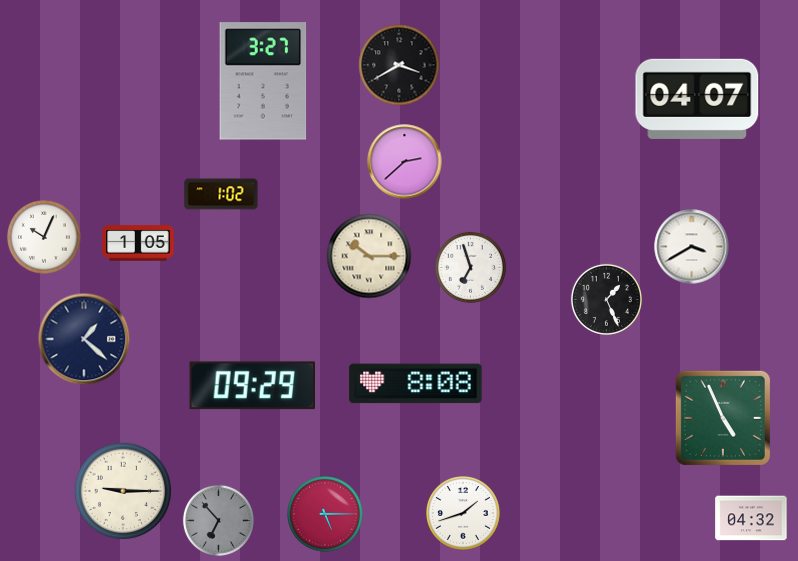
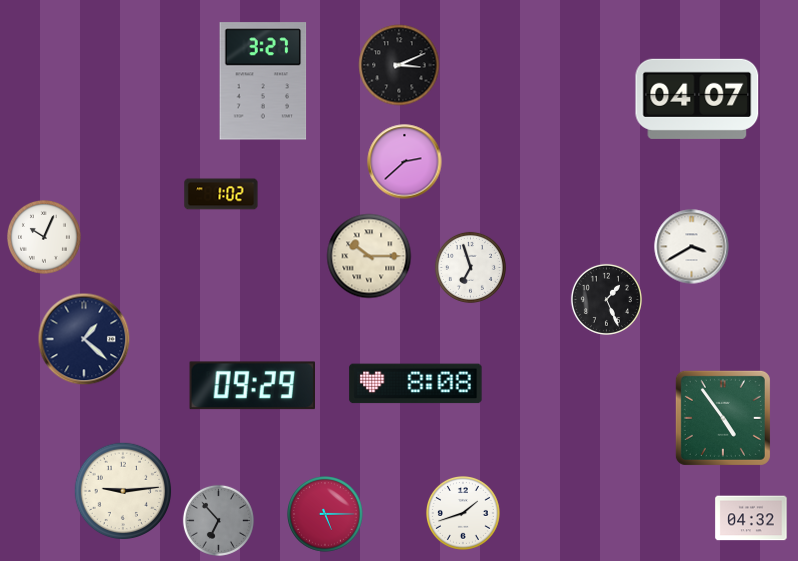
clock at (399, 65): 3:40 -> 3:11
clock at (138, 243): 1:05 -> none
clock at (723, 418): 4:56 -> 4:54
clock at (123, 491): 9:15 -> 9:14
